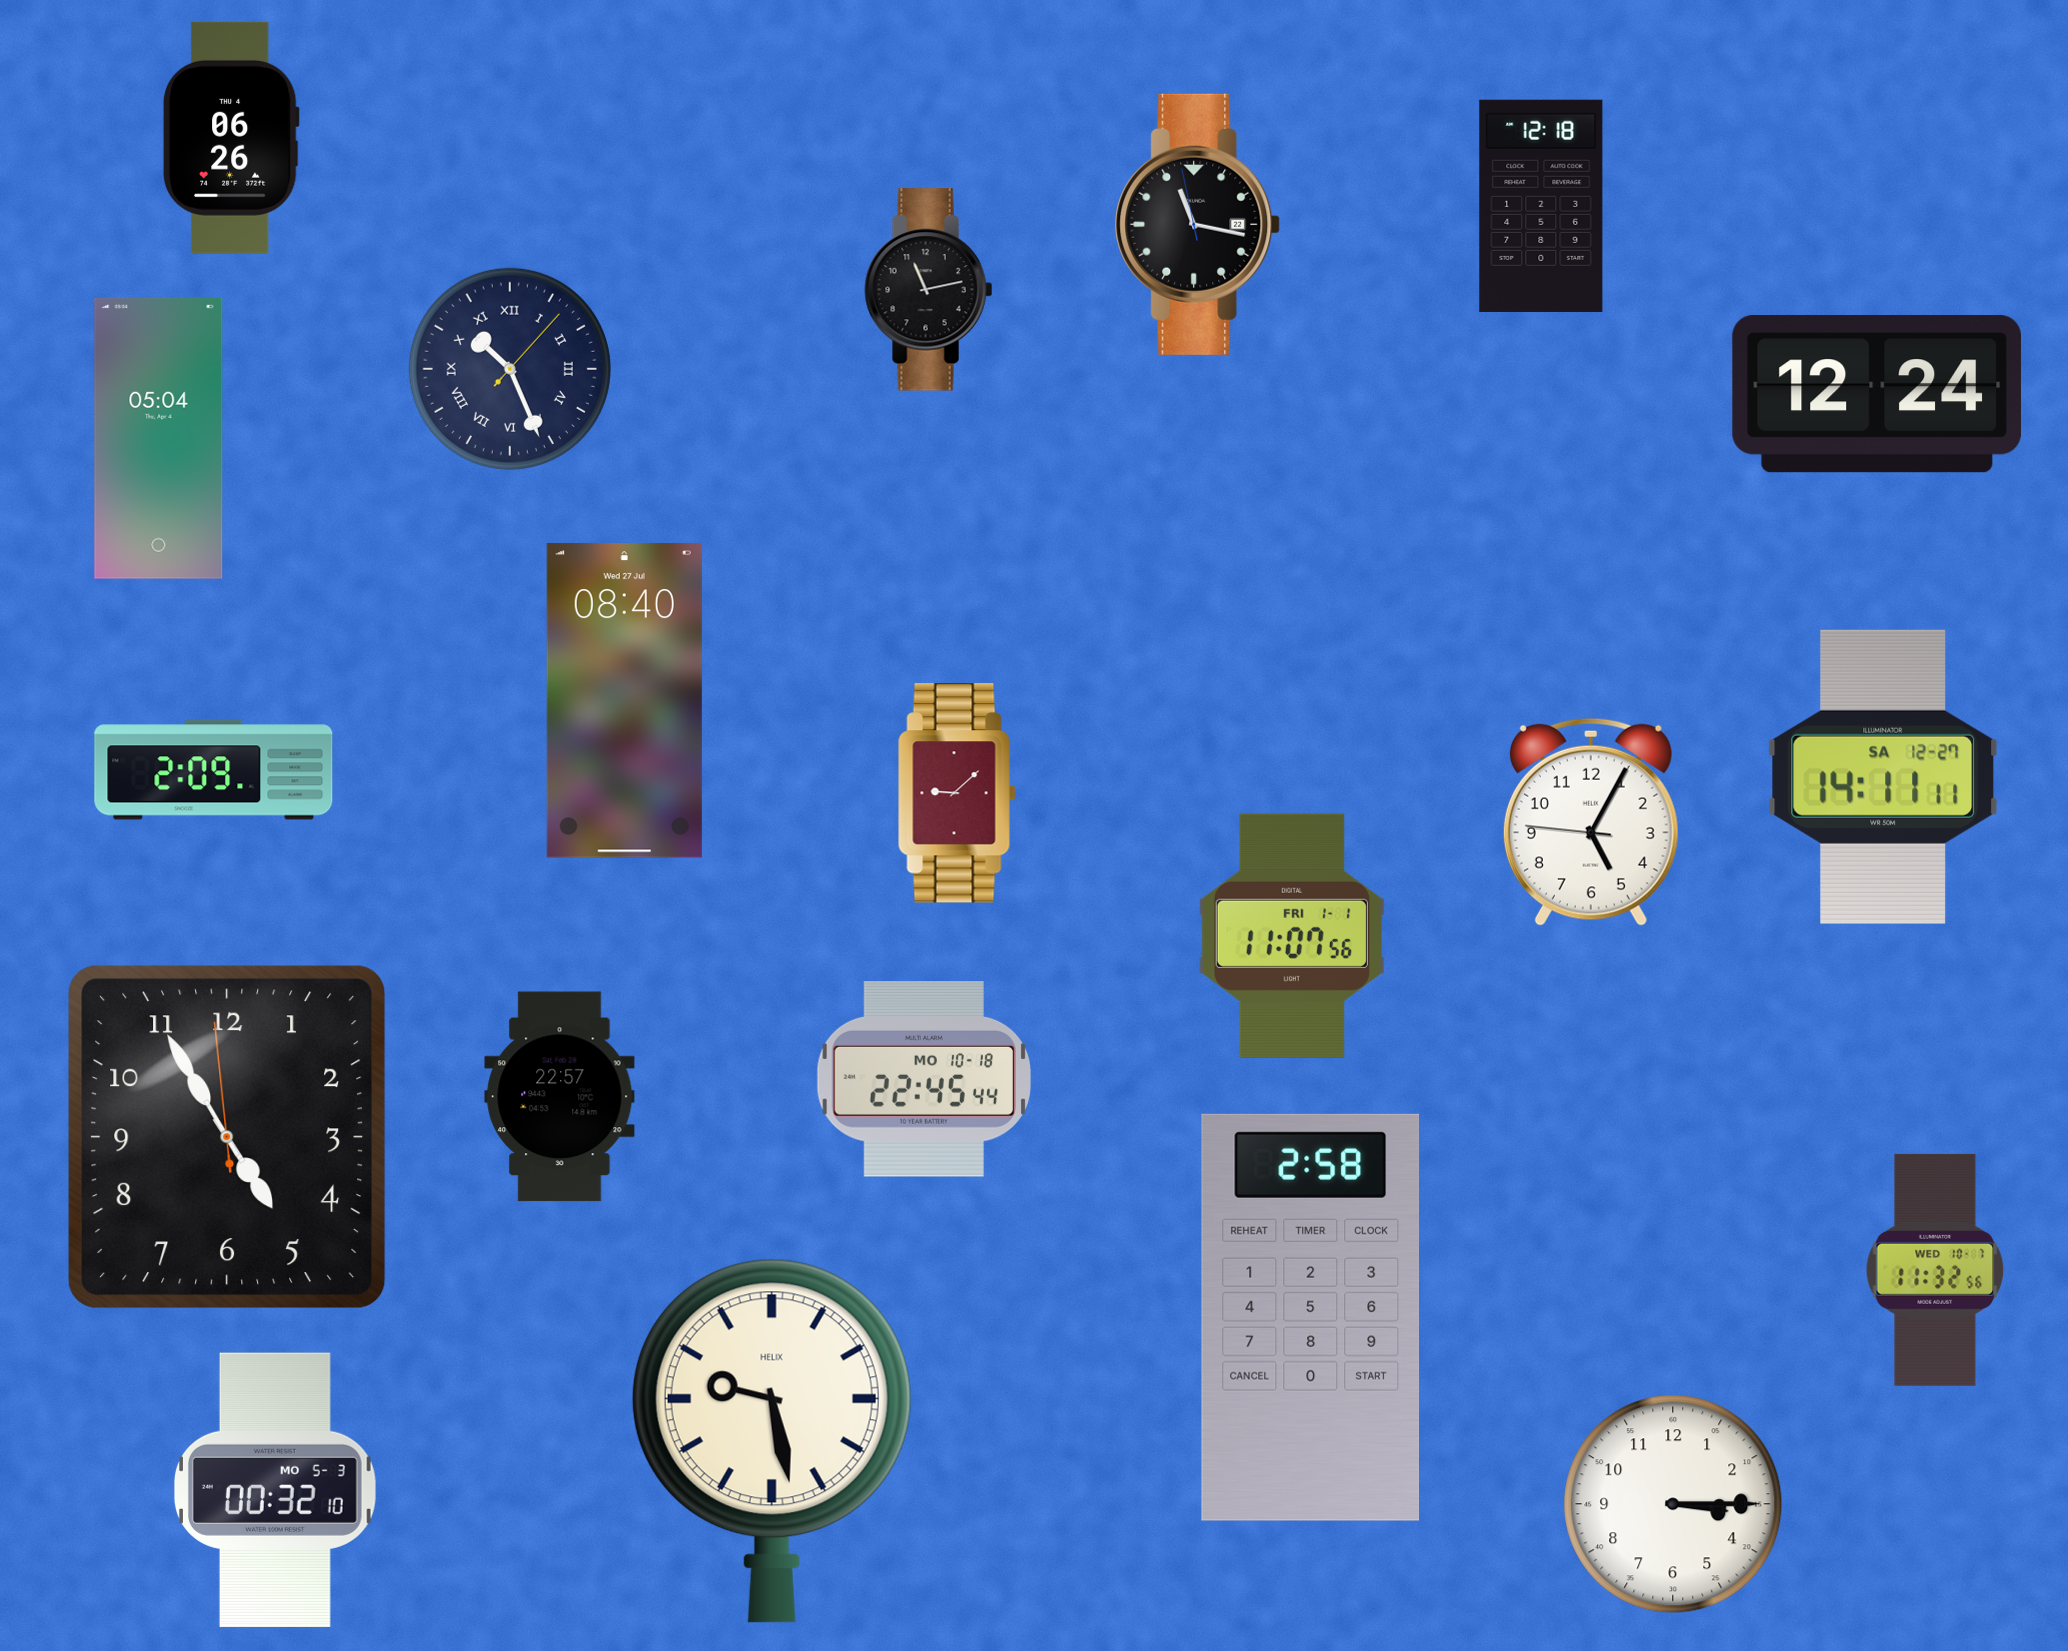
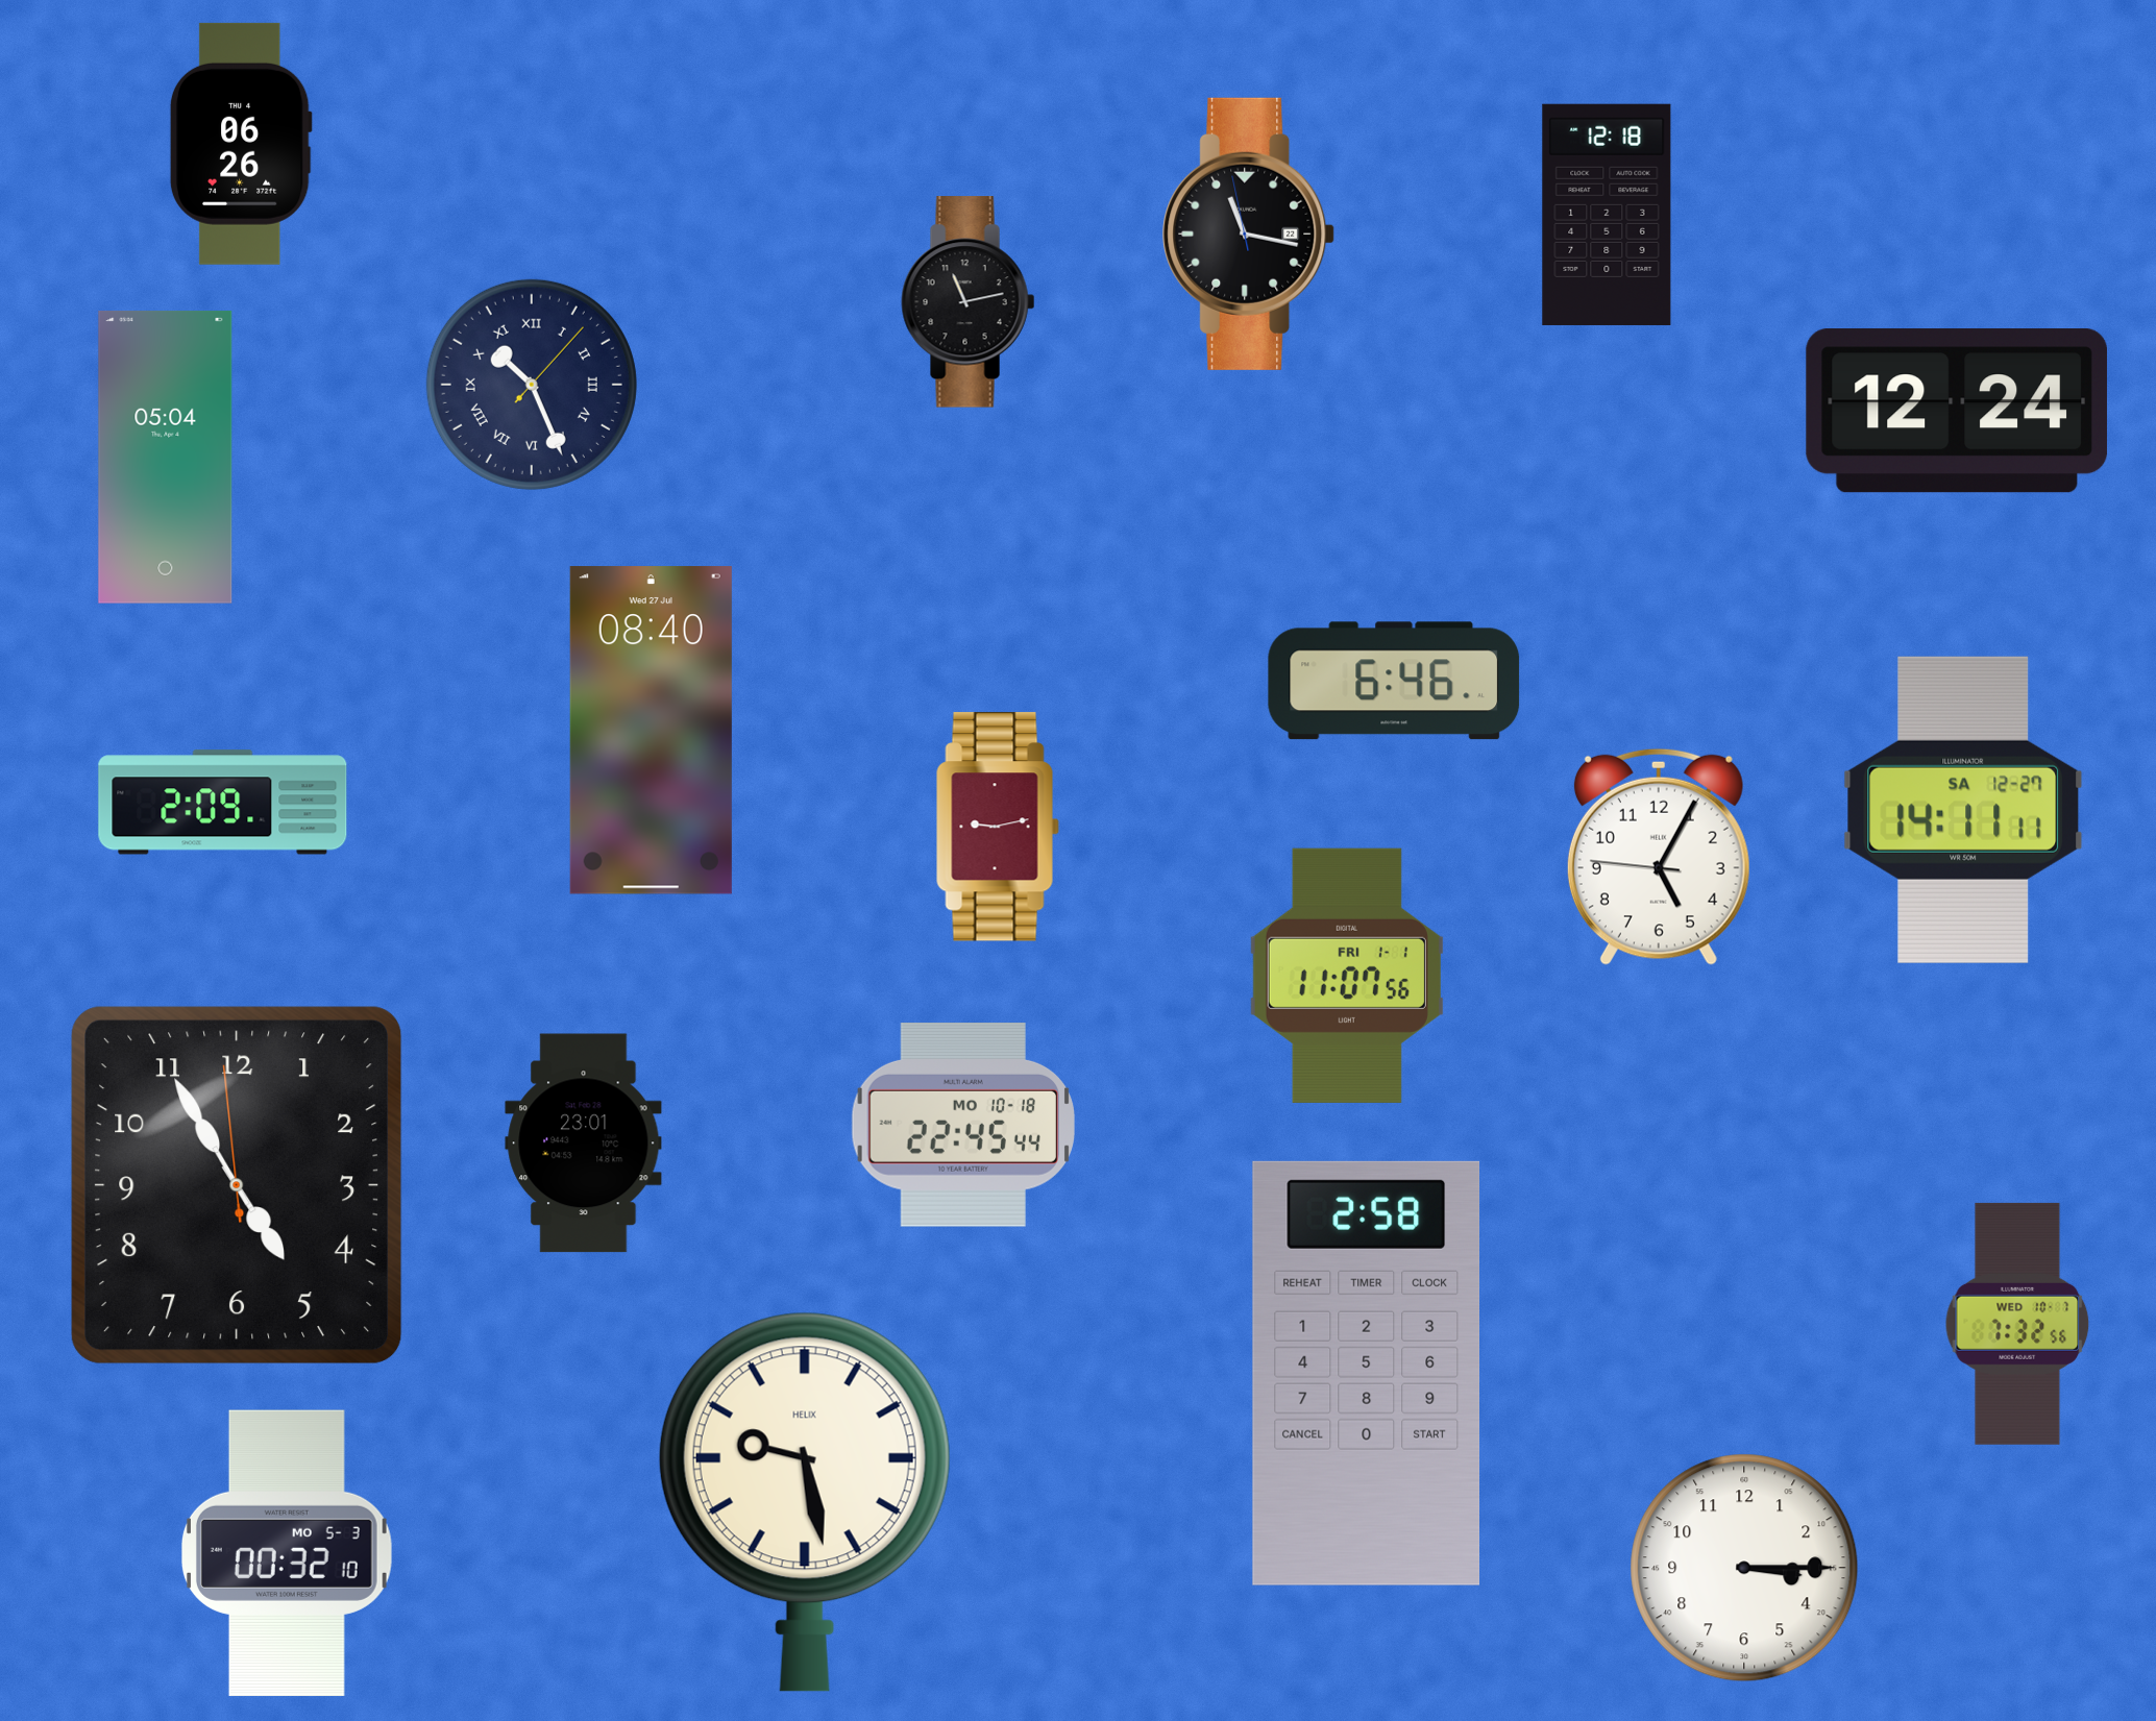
clock at (1394, 681): none -> 6:46
clock at (957, 793): 9:08 -> 9:13
clock at (560, 1097): 22:57 -> 23:01
clock at (1935, 1270): 11:32 -> 7:32
